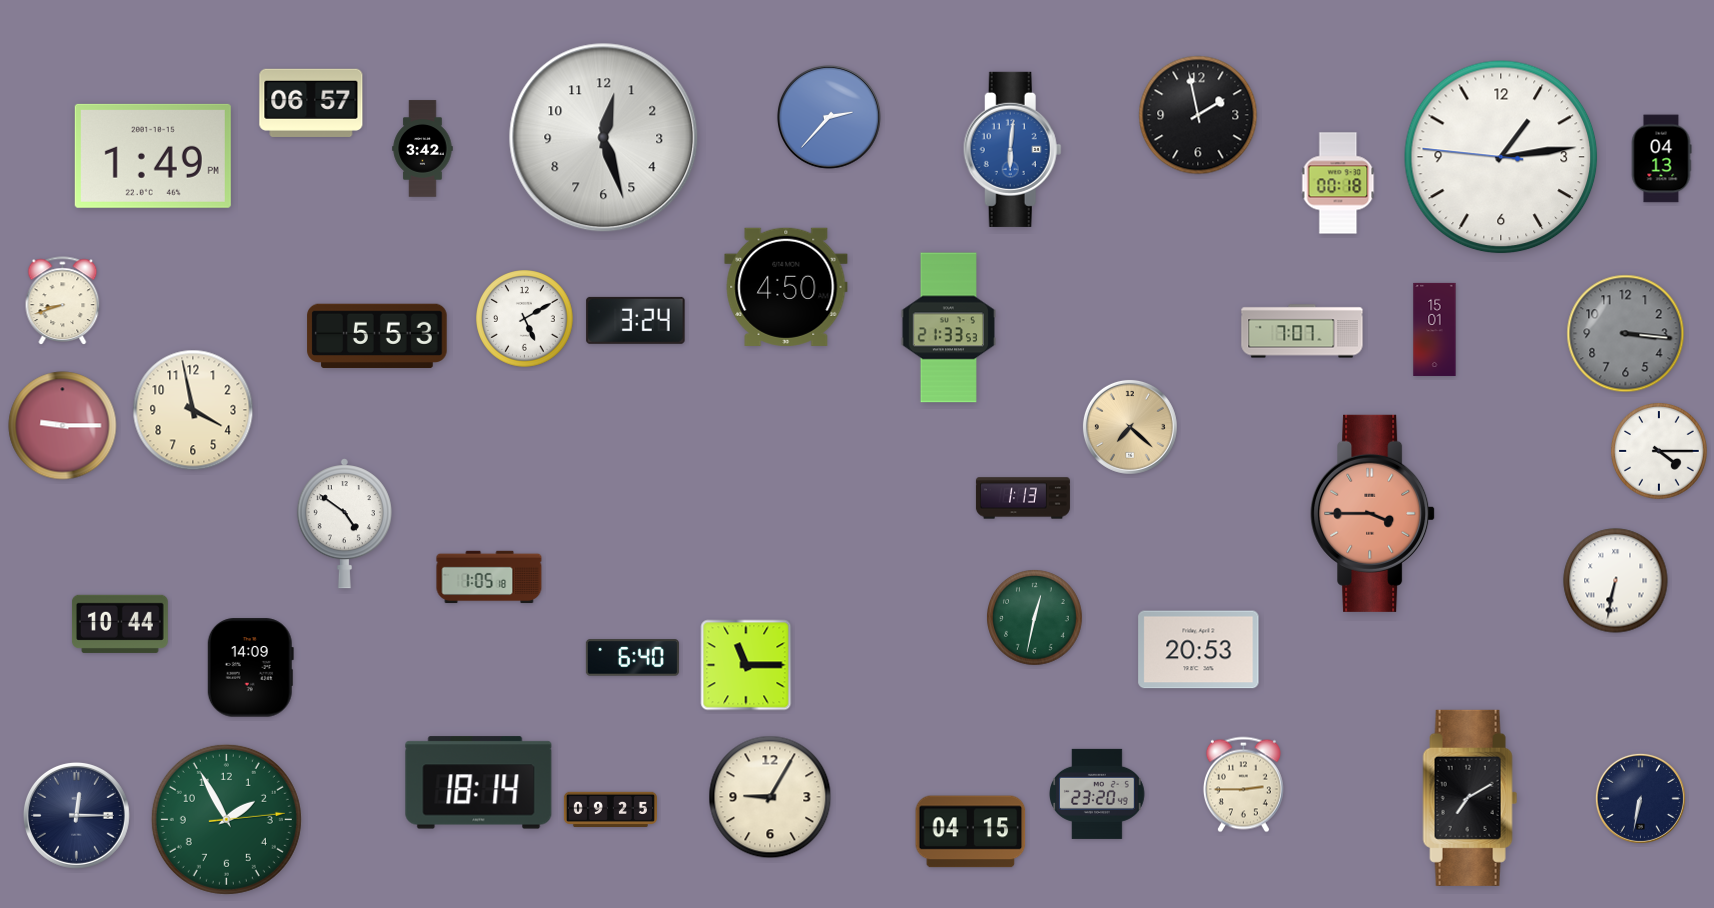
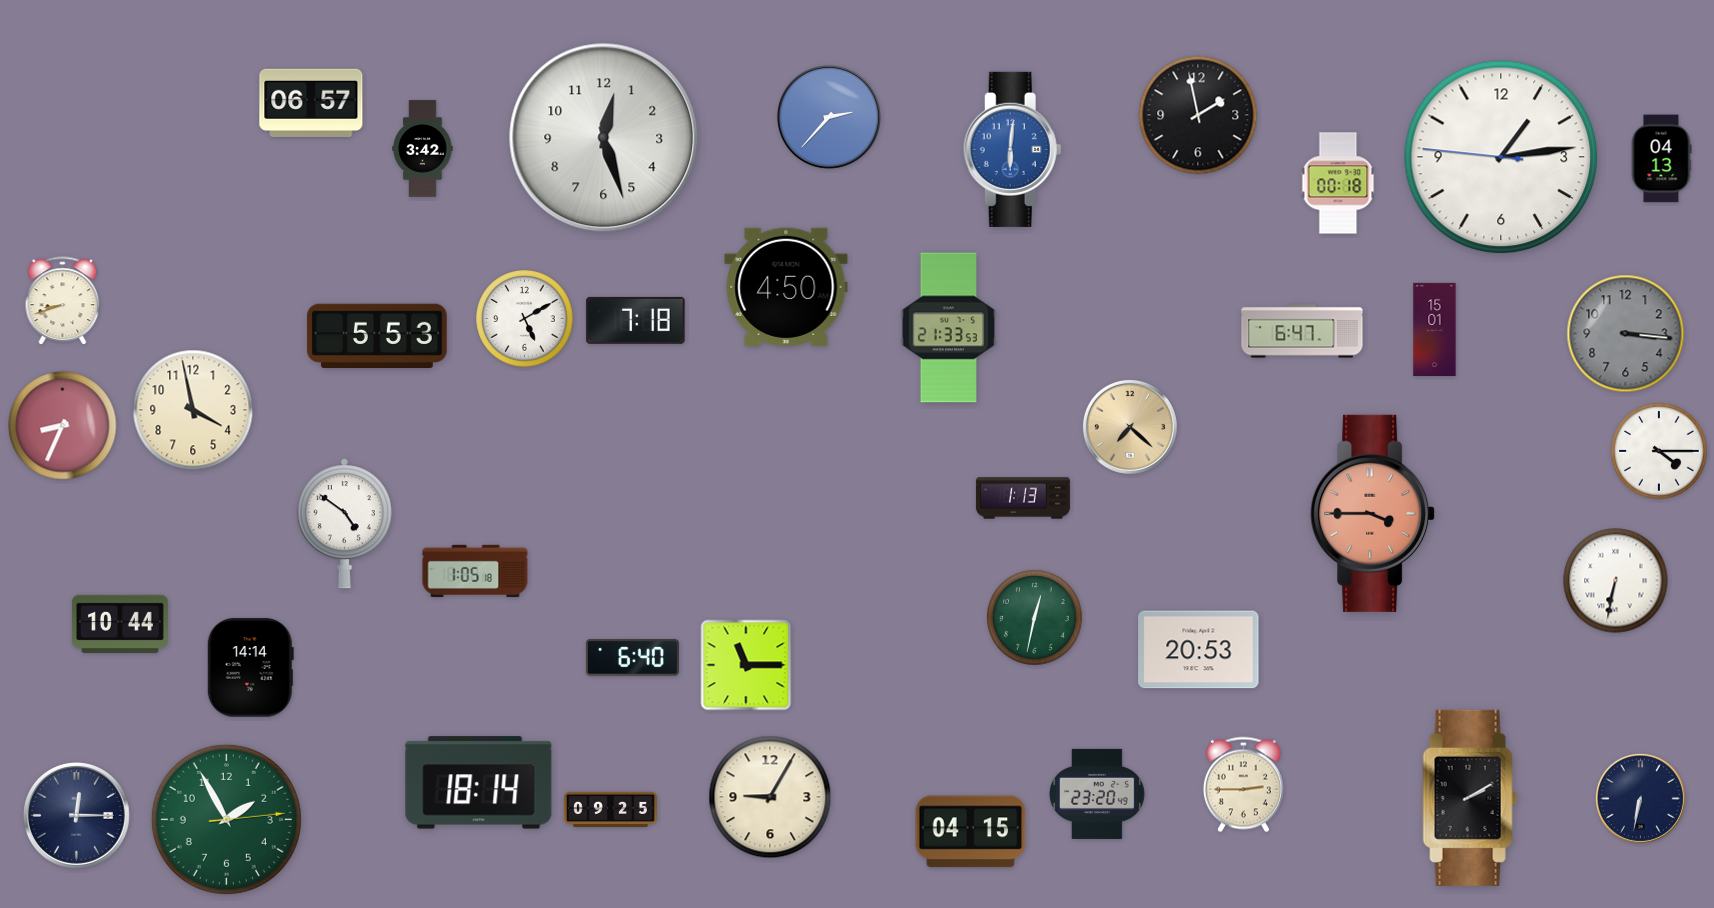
clock at (153, 156): 1:49 -> none
clock at (636, 320): 3:24 -> 7:18
clock at (1302, 331): 7:07 -> 6:47
clock at (63, 426): 9:15 -> 8:34
clock at (489, 577) position: (489, 577) -> (475, 571)
clock at (250, 668): 14:09 -> 14:14
clock at (1470, 798): 7:10 -> 2:10
